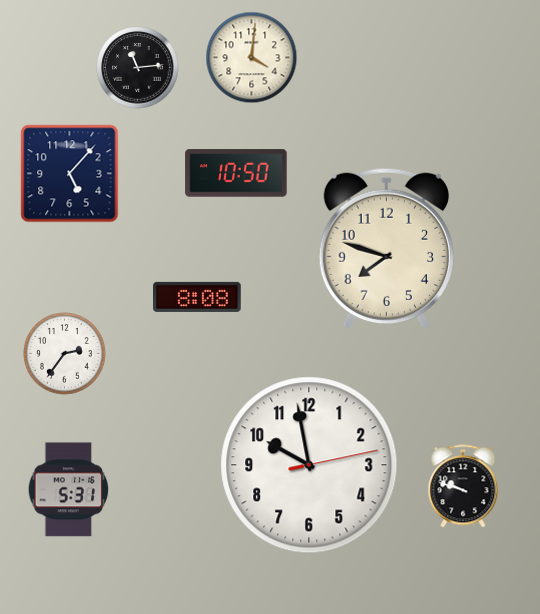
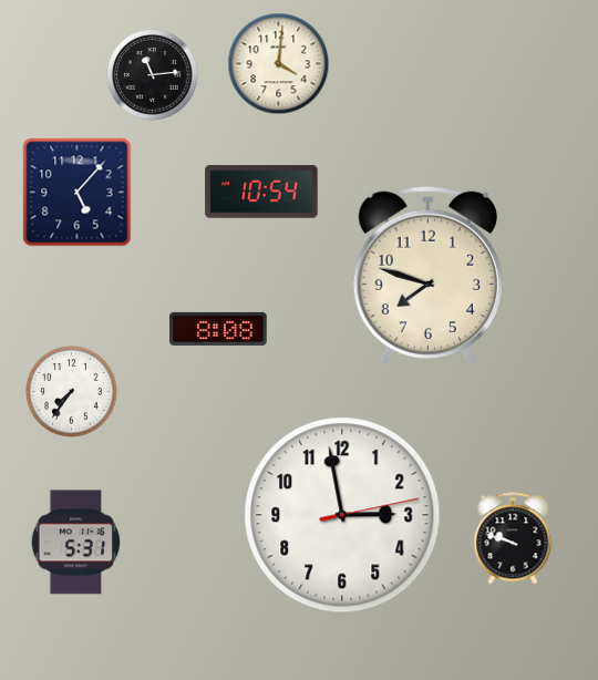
clock at (236, 173): 10:50 -> 10:54
clock at (65, 354): 2:36 -> 7:36
clock at (309, 465): 9:58 -> 2:58
